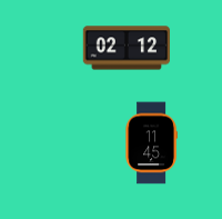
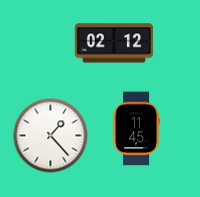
clock at (51, 136): none -> 1:23
